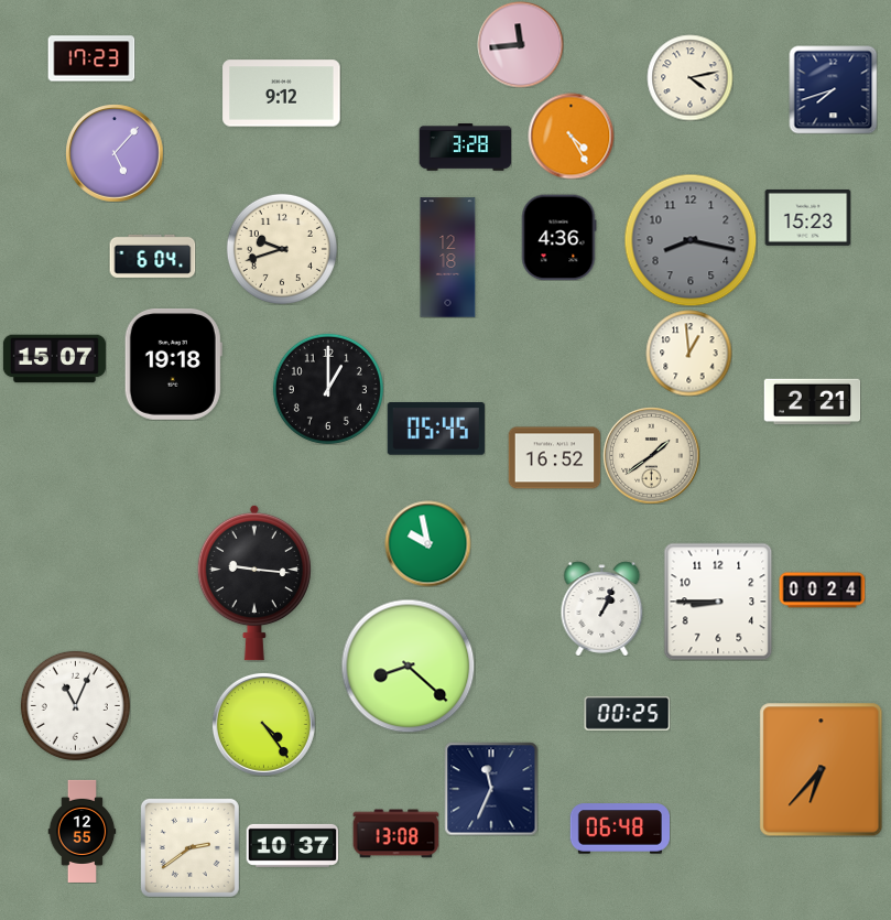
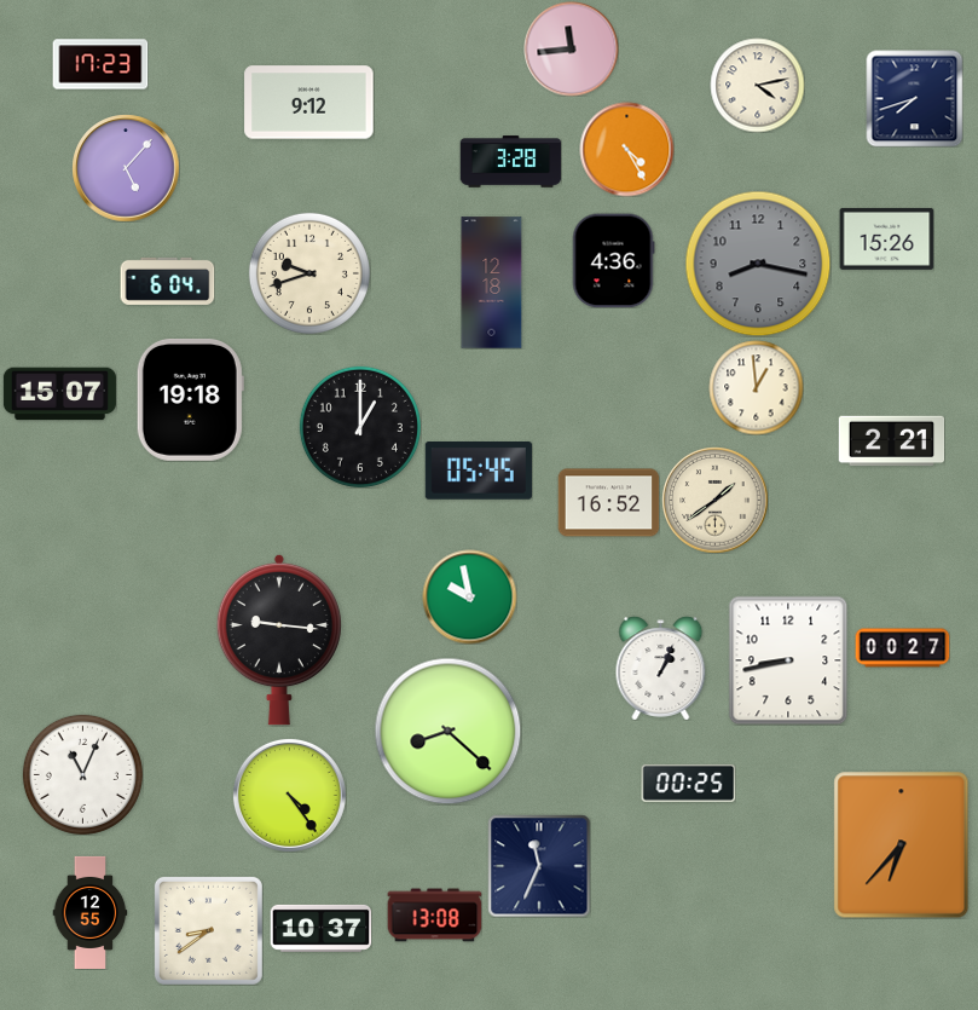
clock at (807, 217): 15:23 -> 15:26
clock at (822, 591): 00:24 -> 00:27
clock at (718, 602): 8:45 -> 8:43
clock at (619, 829): 06:48 -> none
clock at (189, 847): 2:39 -> 8:39
